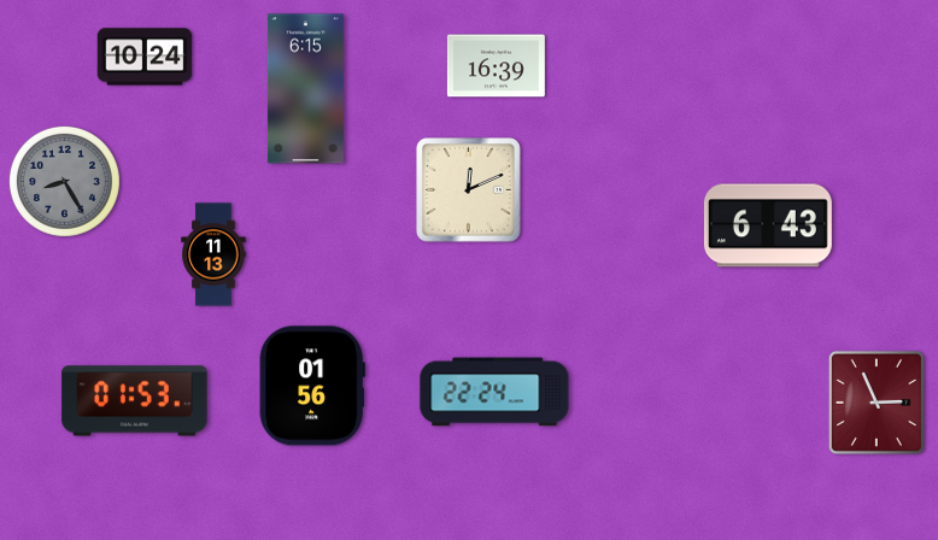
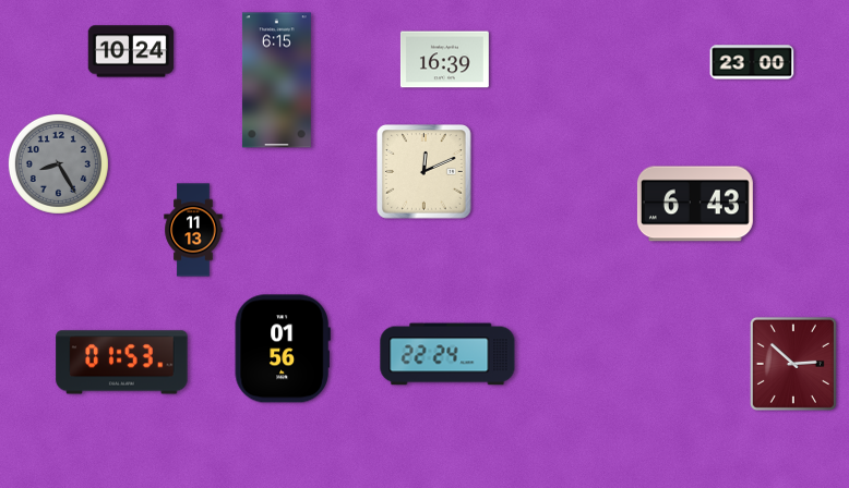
clock at (496, 66) position: (496, 66) -> (444, 60)
clock at (752, 62): none -> 23:00
clock at (877, 403): 2:56 -> 2:52
